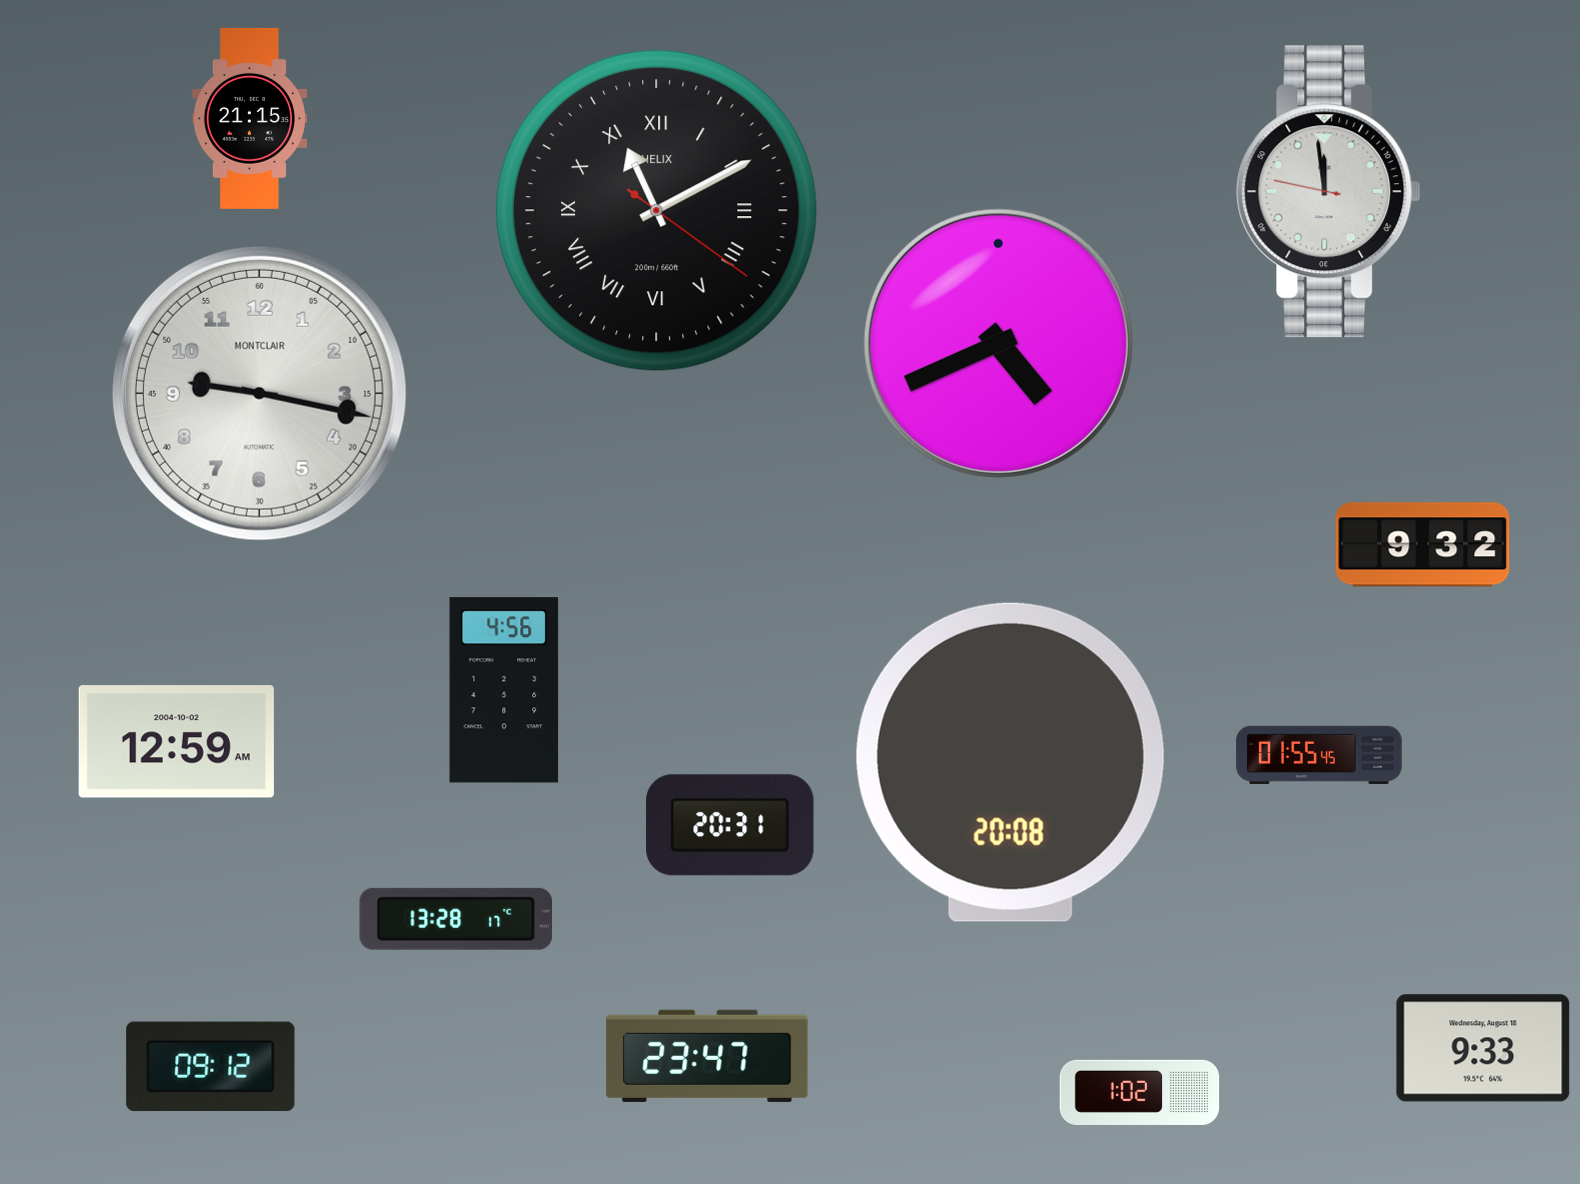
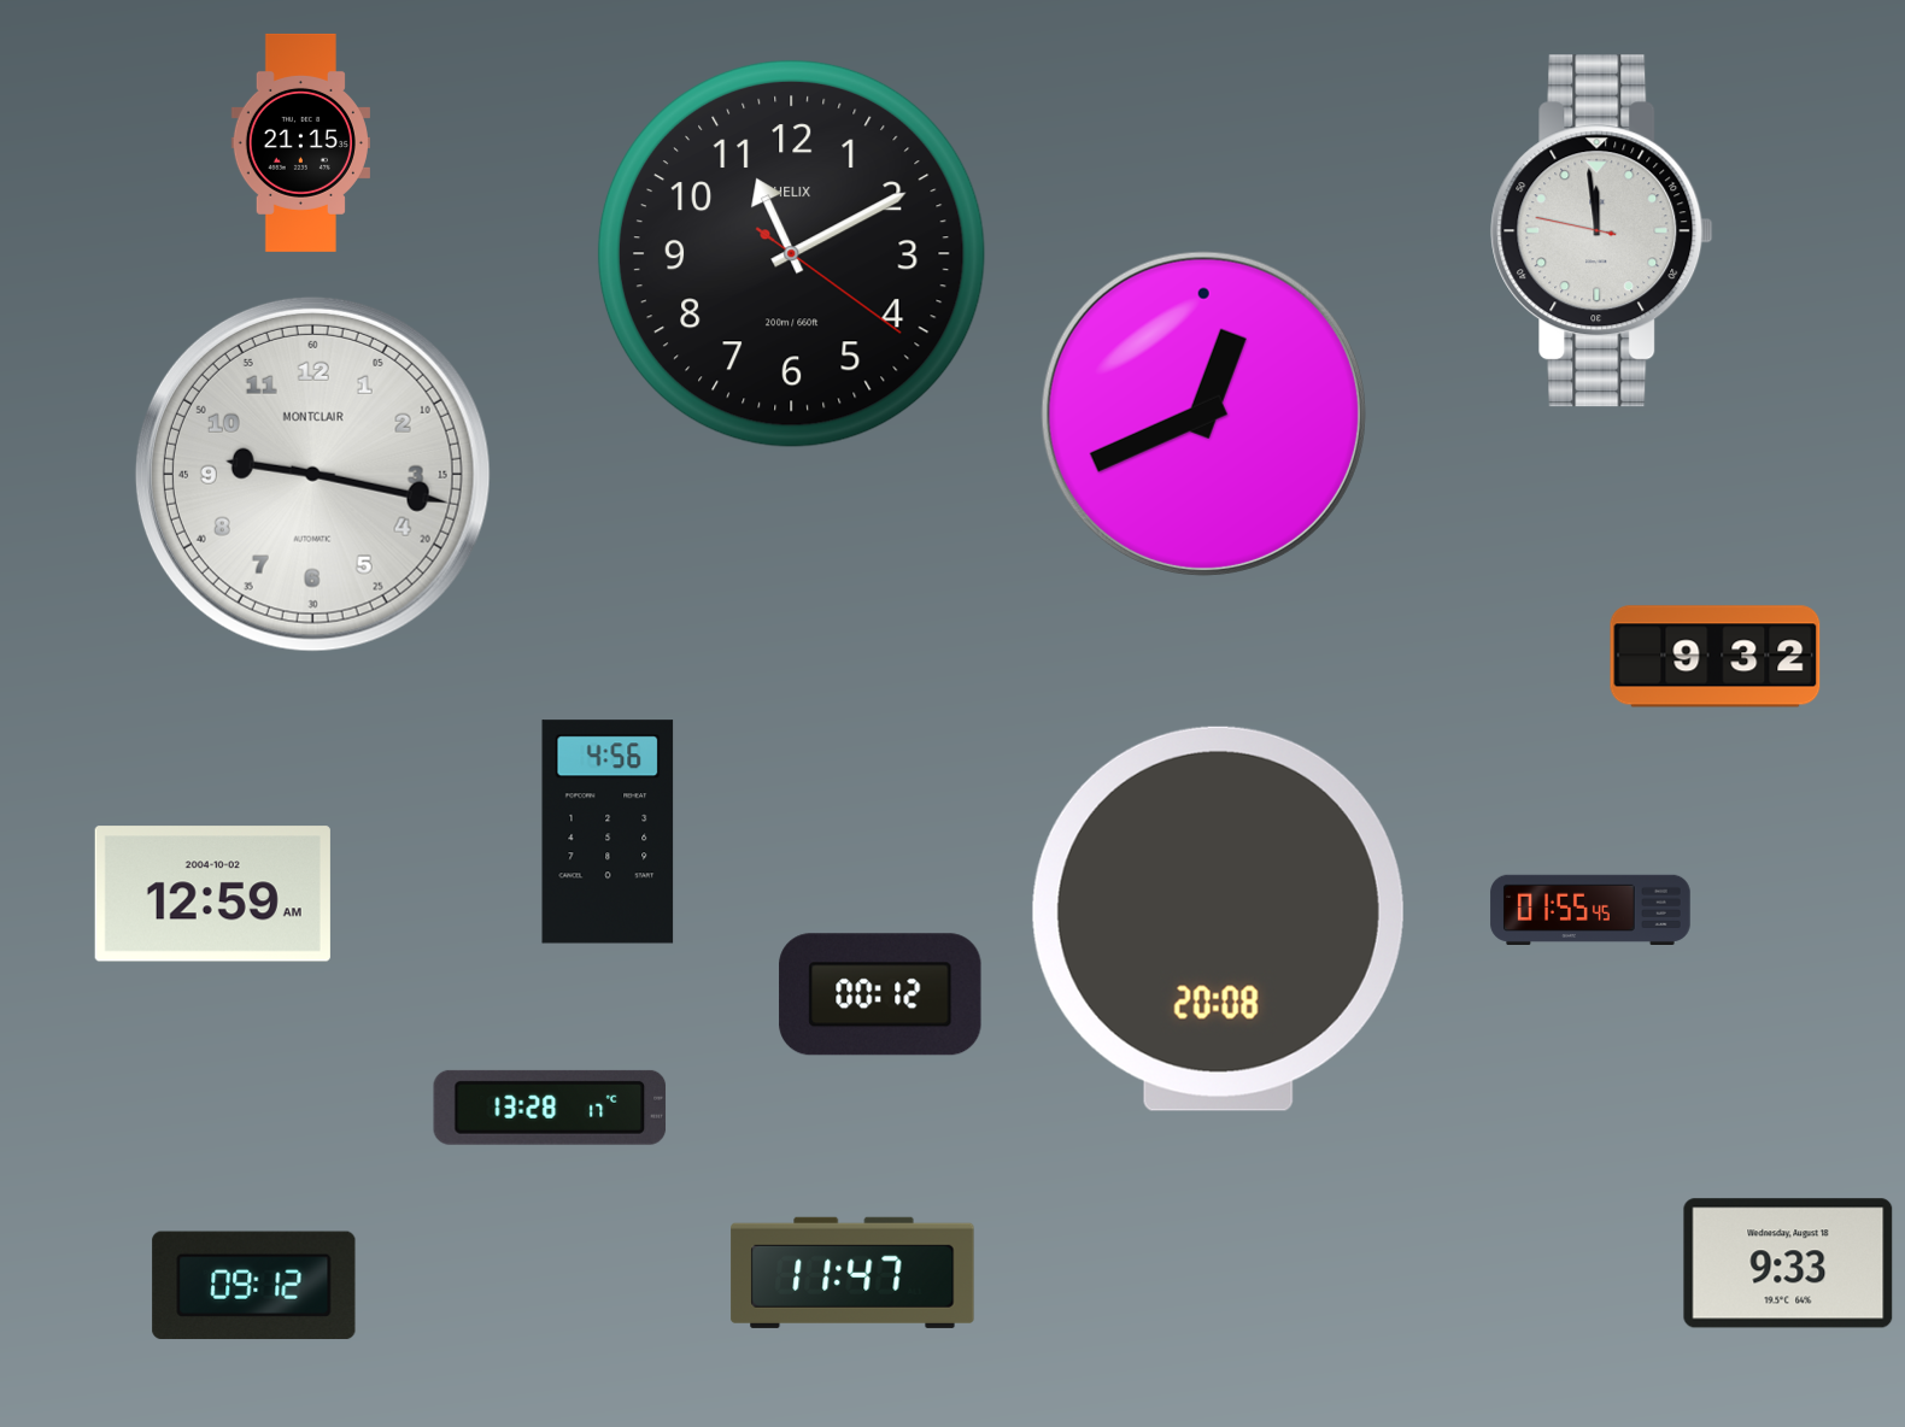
clock at (656, 210) numerals: Roman -> Arabic
clock at (998, 343): 4:41 -> 12:41
clock at (730, 825): 20:31 -> 00:12
clock at (707, 1056): 23:47 -> 11:47
clock at (1140, 1092): 1:02 -> none
